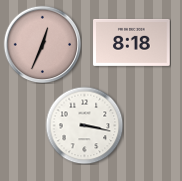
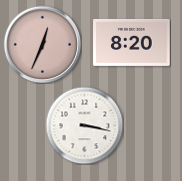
clock at (132, 42): 8:18 -> 8:20
